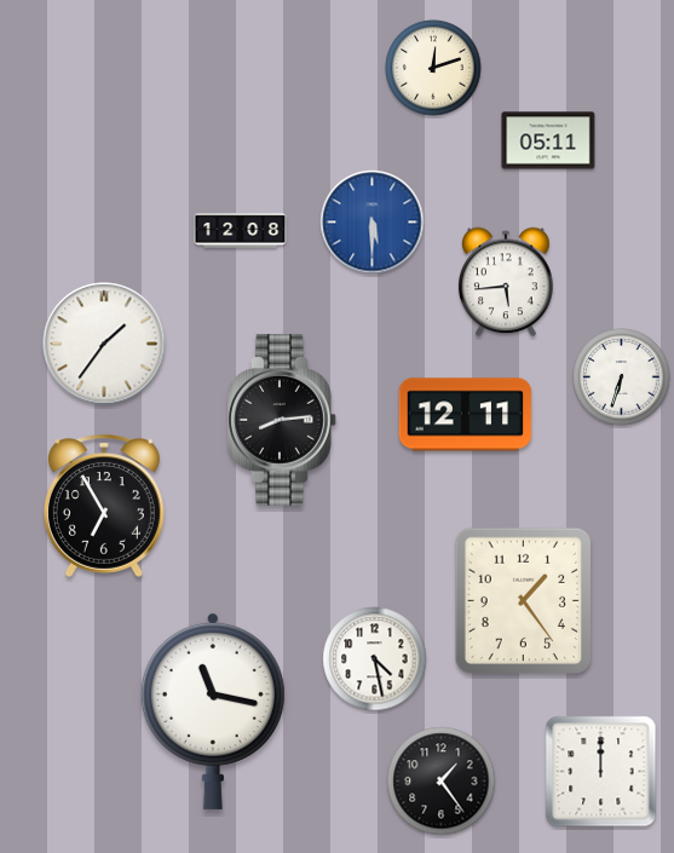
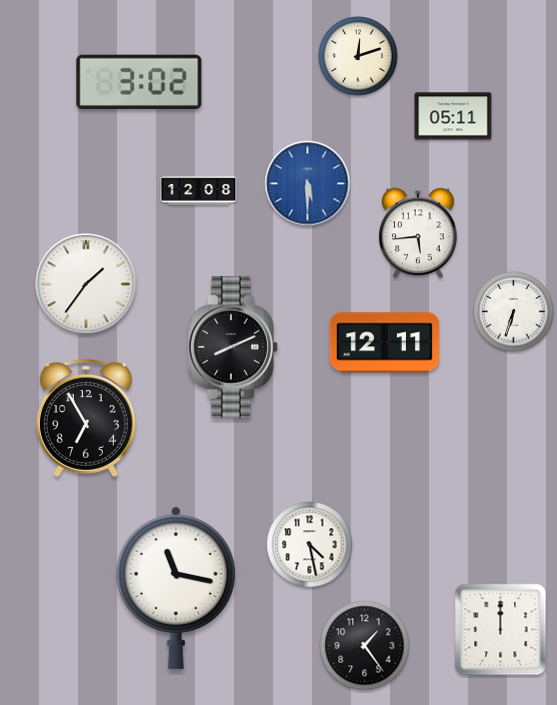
clock at (139, 82): none -> 3:02
clock at (282, 420): 8:14 -> 8:11
clock at (524, 601): 1:24 -> none
clock at (601, 772) position: (601, 772) -> (501, 630)
